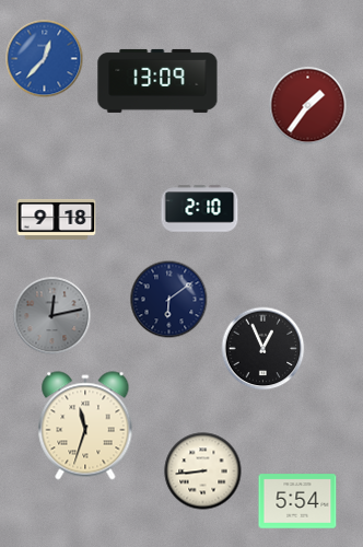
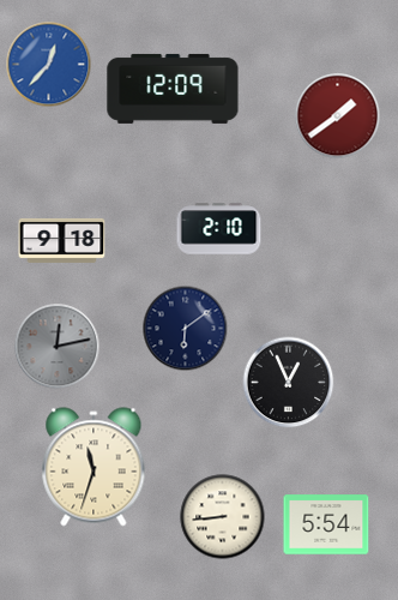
clock at (157, 81): 13:09 -> 12:09
clock at (308, 106): 1:36 -> 1:39
clock at (297, 501) position: (297, 501) -> (326, 524)
